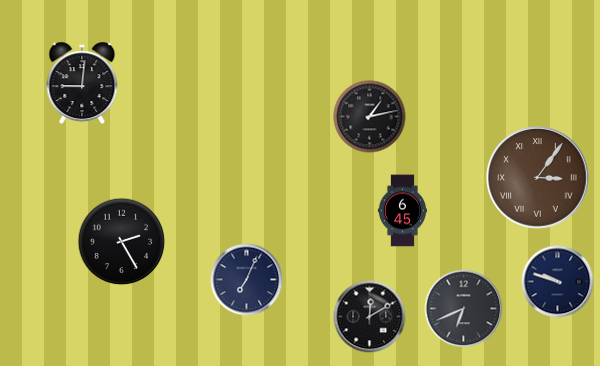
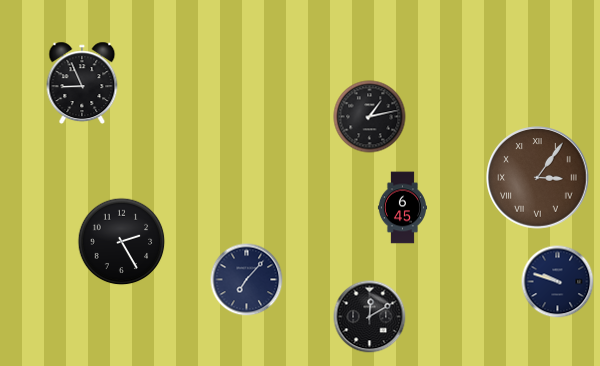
clock at (82, 83): 9:01 -> 8:56
clock at (402, 211) position: (402, 211) -> (402, 208)
clock at (247, 280): 7:04 -> 7:07
clock at (464, 309): 6:41 -> none
